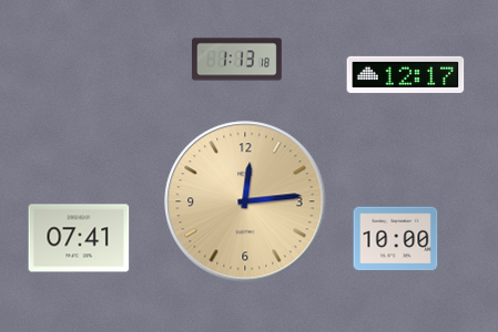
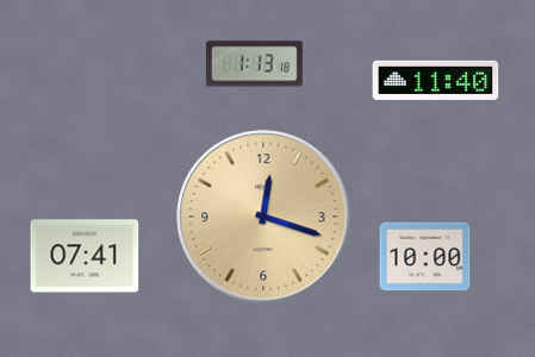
clock at (406, 74): 12:17 -> 11:40
clock at (245, 201): 12:14 -> 12:18
